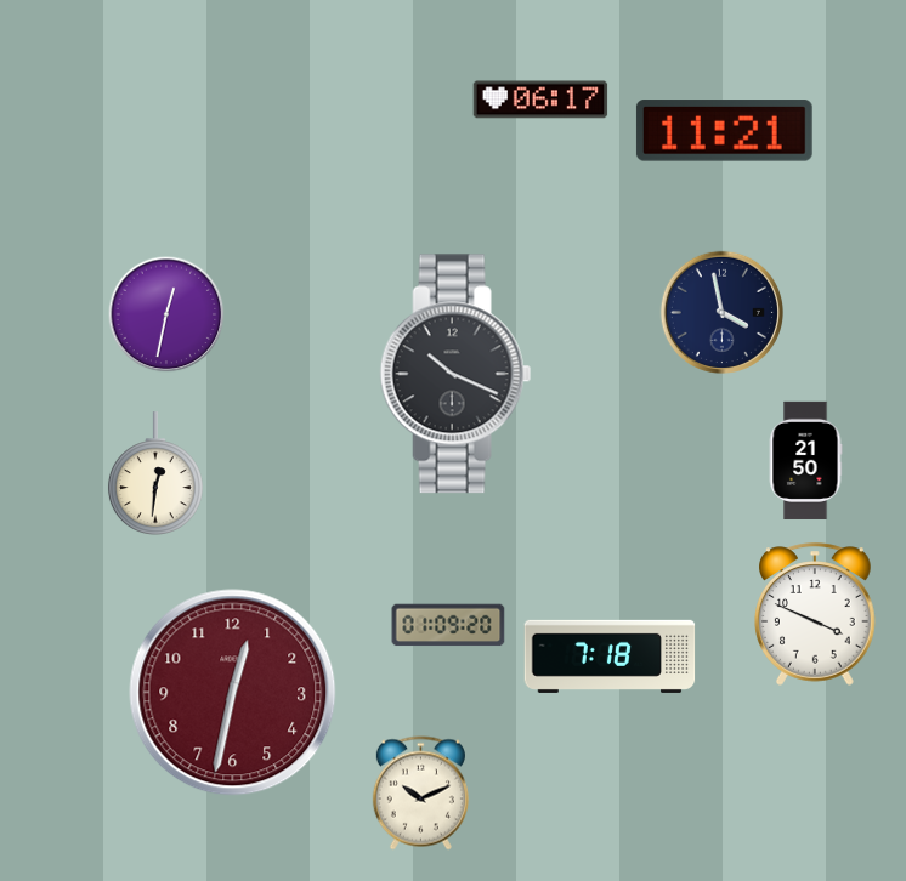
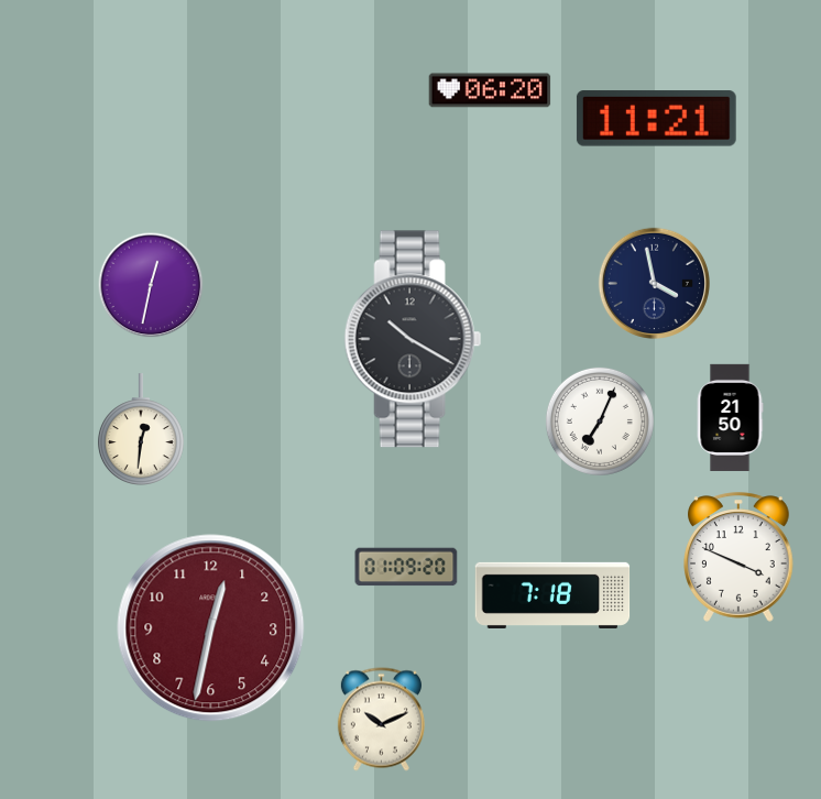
clock at (540, 100): 06:17 -> 06:20
clock at (455, 374): 10:19 -> 10:20
clock at (600, 422): none -> 7:04
